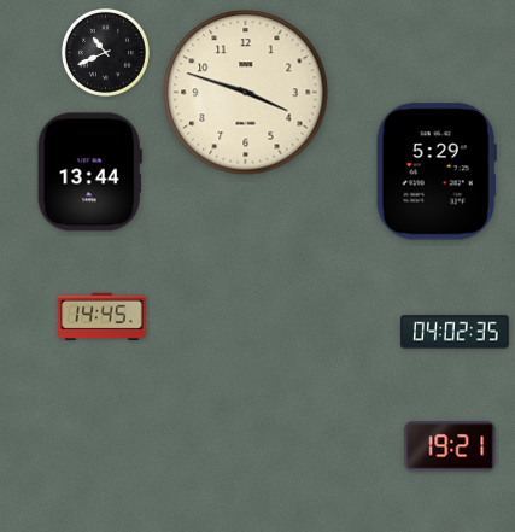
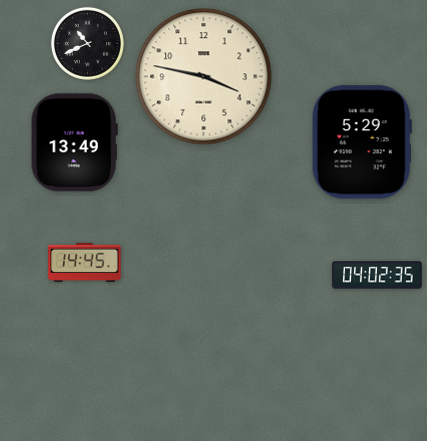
clock at (246, 93): 3:48 -> 3:47
clock at (89, 173): 13:44 -> 13:49
clock at (450, 446): 19:21 -> none
